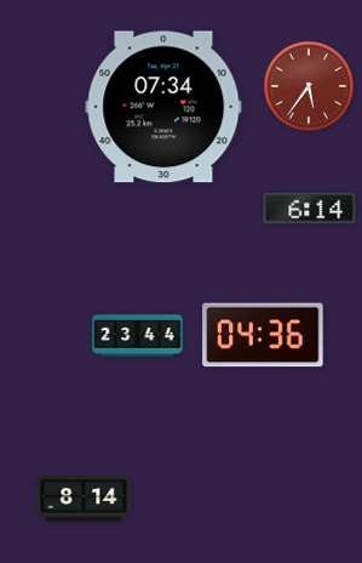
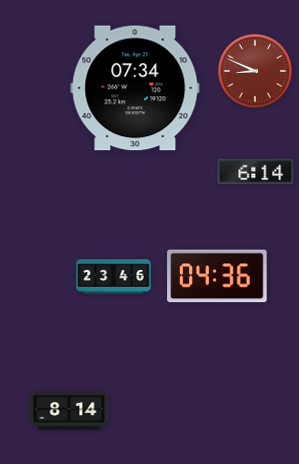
clock at (309, 86): 5:36 -> 8:49
clock at (138, 336): 23:44 -> 23:46
